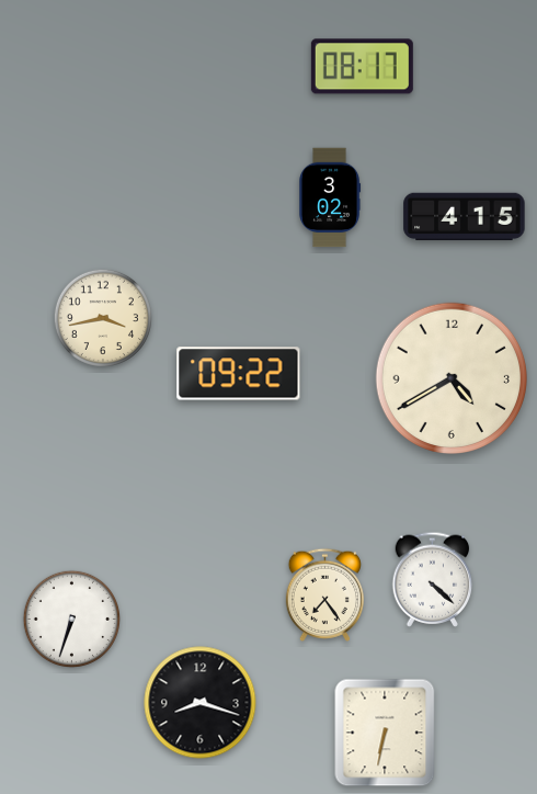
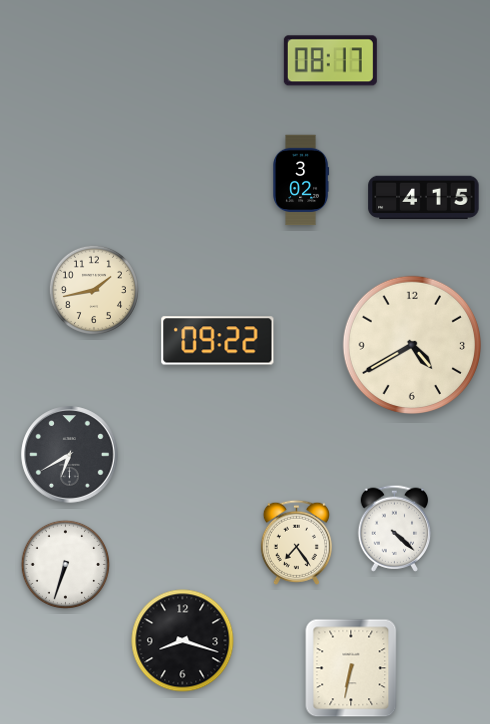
clock at (103, 318): 3:43 -> 1:43
clock at (70, 455): none -> 6:40
